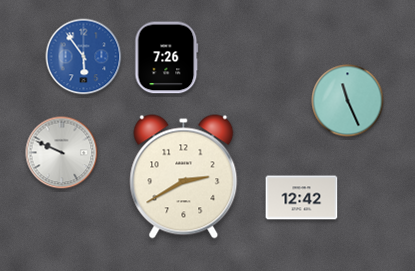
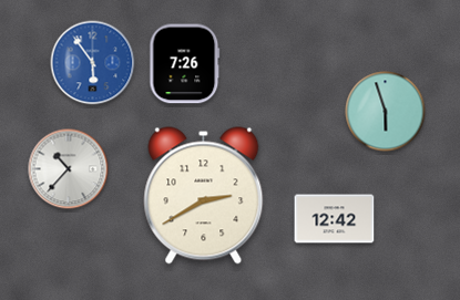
clock at (348, 101): 11:26 -> 5:57
clock at (62, 153): 9:49 -> 10:37
